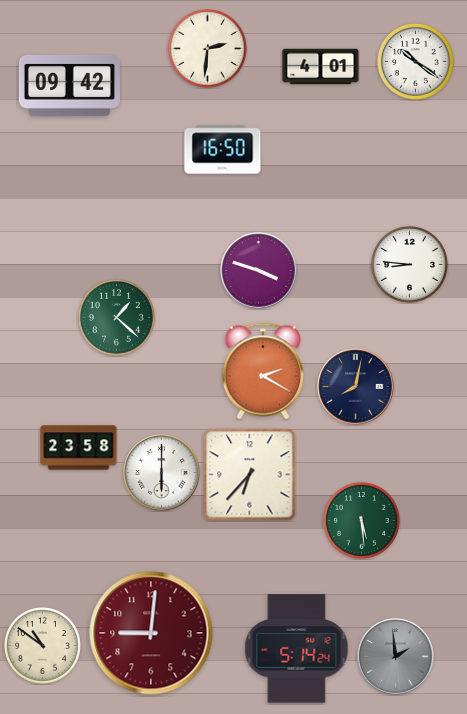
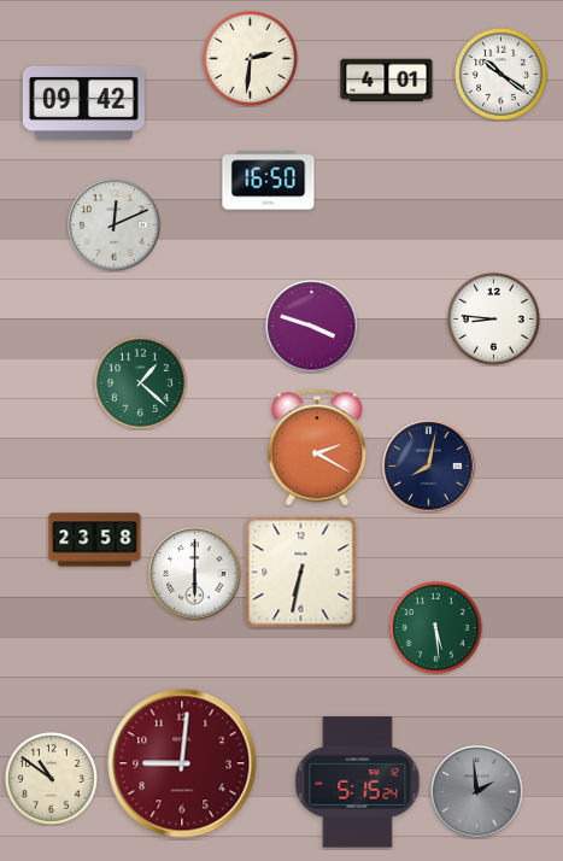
clock at (115, 225): none -> 12:11
clock at (162, 473) position: (162, 473) -> (195, 574)
clock at (250, 475): 6:37 -> 6:32
clock at (297, 649): 5:14 -> 5:15
